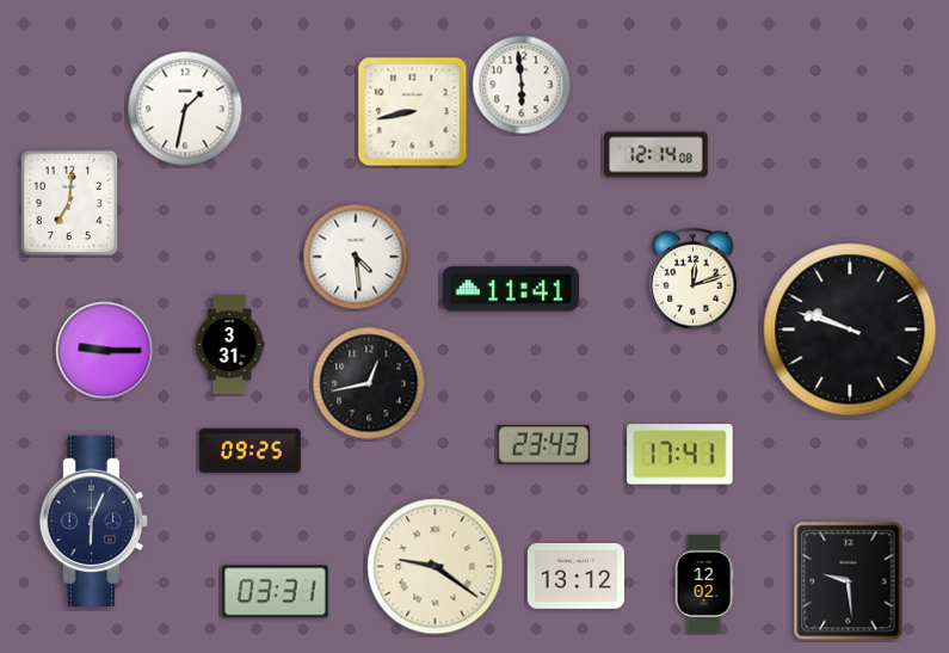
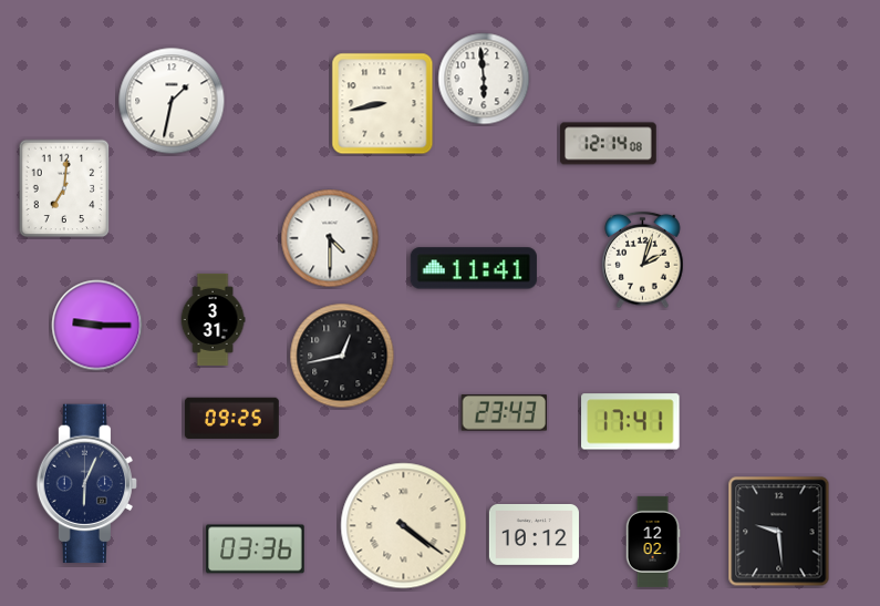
clock at (356, 257): 4:29 -> 4:30
clock at (694, 281): 12:12 -> 2:03
clock at (850, 329): 9:48 -> none
clock at (436, 567): 9:21 -> 4:21
clock at (575, 575): 13:12 -> 10:12
clock at (849, 581) position: (849, 581) -> (779, 532)
clock at (276, 592): 03:31 -> 03:36
